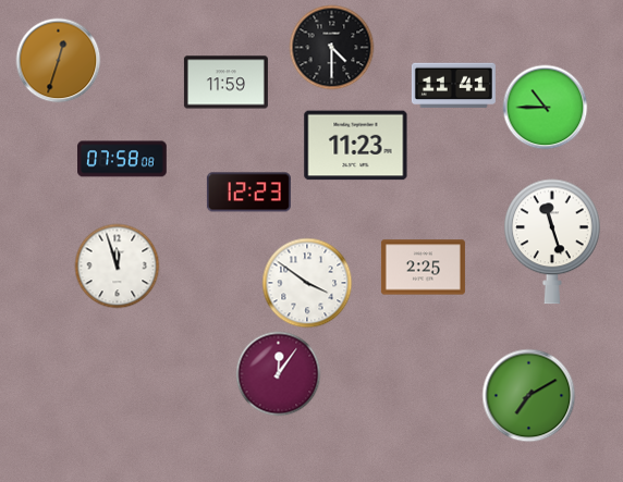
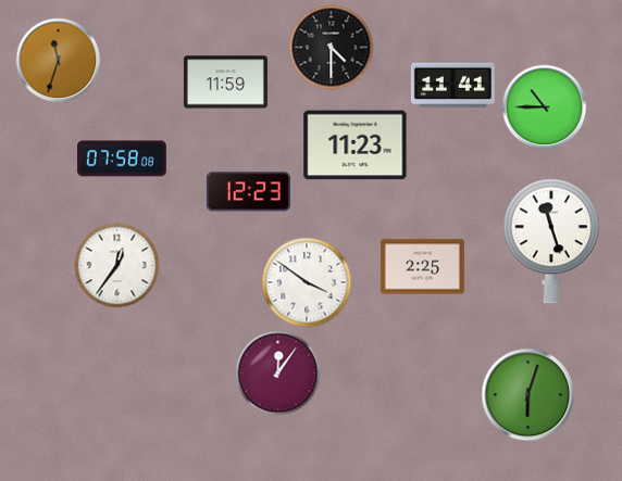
clock at (58, 60): 12:33 -> 11:33
clock at (117, 265): 11:57 -> 12:36
clock at (528, 395): 7:10 -> 6:03
